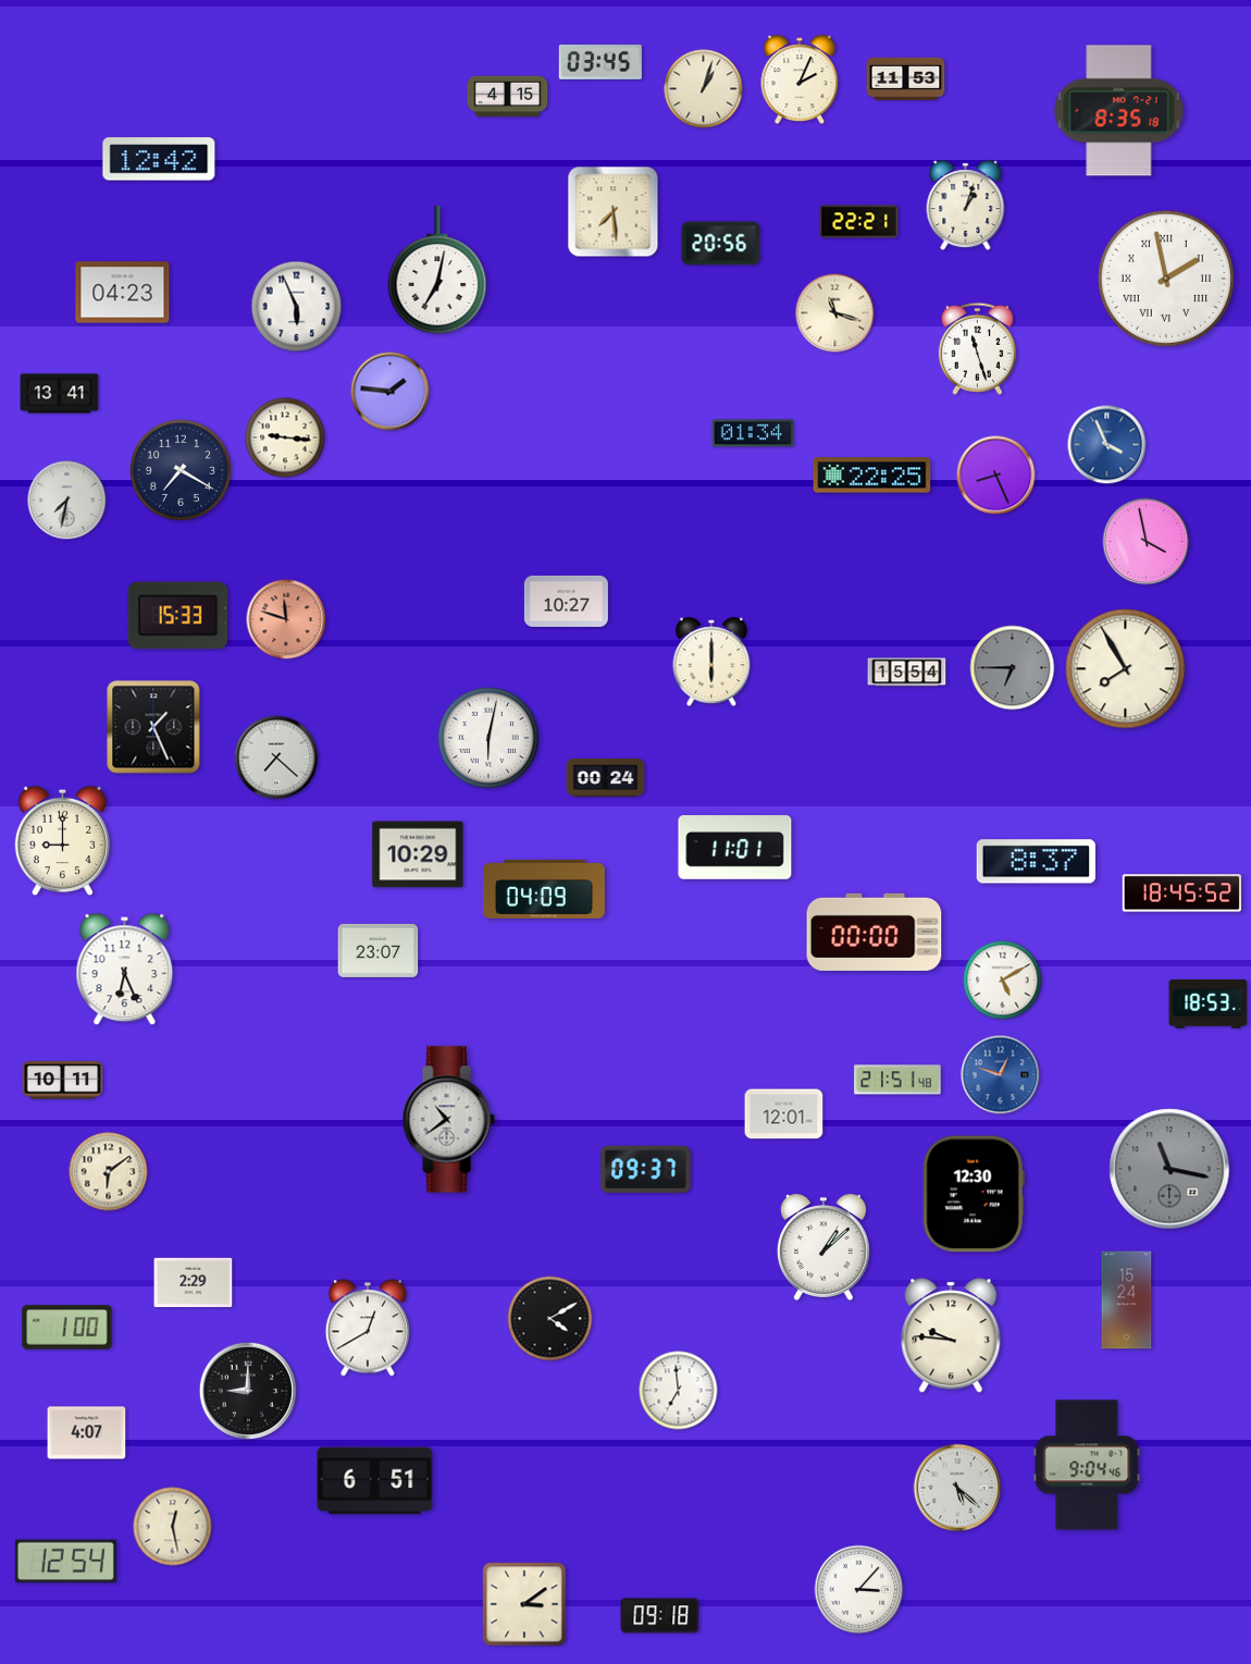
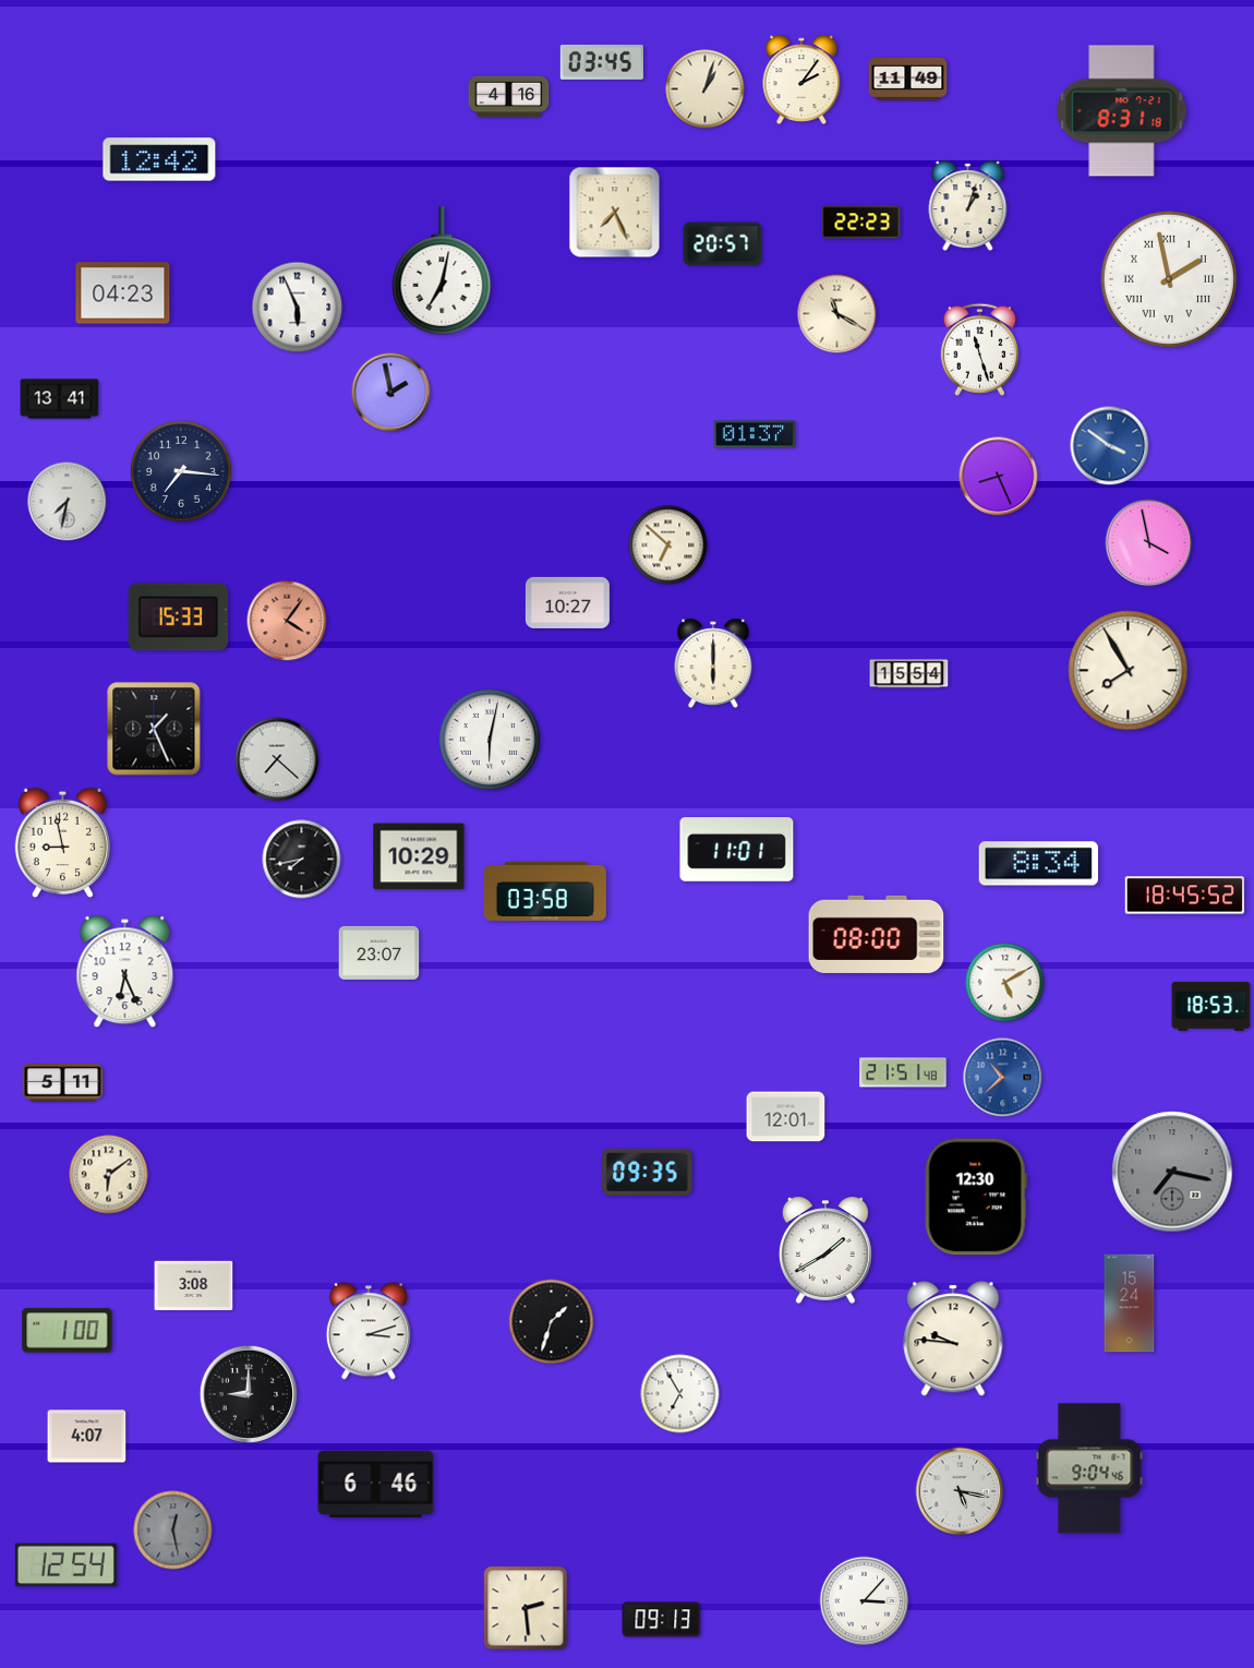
clock at (906, 78): 11:53 -> 11:49
clock at (800, 79): 2:04 -> 2:06
clock at (508, 97): 4:15 -> 4:16
clock at (1119, 111): 8:35 -> 8:31
clock at (614, 212): 7:29 -> 7:26
clock at (859, 222): 22:21 -> 22:23
clock at (721, 244): 20:56 -> 20:57
clock at (437, 270) position: (437, 270) -> (442, 271)
clock at (835, 313): 11:18 -> 11:20
clock at (391, 392): 1:46 -> 1:58
clock at (60, 394) position: (60, 394) -> (60, 399)
clock at (753, 433): 01:34 -> 01:37
clock at (285, 437): 9:16 -> none
clock at (1107, 445): 3:56 -> 3:51
clock at (181, 470): 7:20 -> 7:16
clock at (872, 476): 22:25 -> none
clock at (668, 545): none -> 6:52
clock at (286, 619): 11:48 -> 4:06
clock at (1013, 668): 6:45 -> none
clock at (606, 777): 00:24 -> none
clock at (62, 841): 9:00 -> 8:58
clock at (302, 860): none -> 7:43
clock at (1036, 862): 8:37 -> 8:34
clock at (544, 889): 04:09 -> 03:58
clock at (875, 932): 00:00 -> 08:00
clock at (1001, 1075): 12:48 -> 10:38
clock at (897, 1080) position: (897, 1080) -> (903, 1072)
clock at (63, 1081): 10:11 -> 5:11
clock at (448, 1120): 10:39 -> none
clock at (646, 1169): 09:37 -> 09:35
clock at (1169, 1169): 11:17 -> 7:17
clock at (823, 1247): 1:08 -> 1:40
clock at (194, 1283): 2:29 -> 3:08
clock at (550, 1319): 4:10 -> 1:33
clock at (368, 1328): 12:40 -> 3:12
clock at (679, 1391): 6:59 -> 6:55
clock at (375, 1481): 6:51 -> 6:46
clock at (957, 1488): 5:22 -> 5:17
clock at (173, 1527) dial: cream -> grey
clock at (859, 1590) position: (859, 1590) -> (865, 1601)
clock at (524, 1604): 3:09 -> 2:29
clock at (660, 1616): 09:18 -> 09:13
